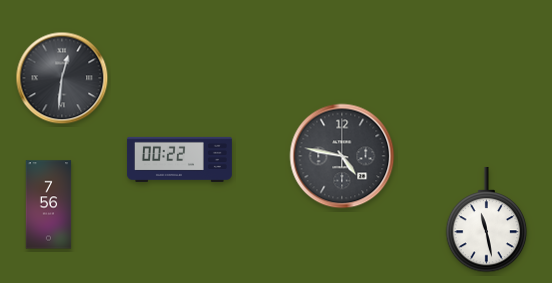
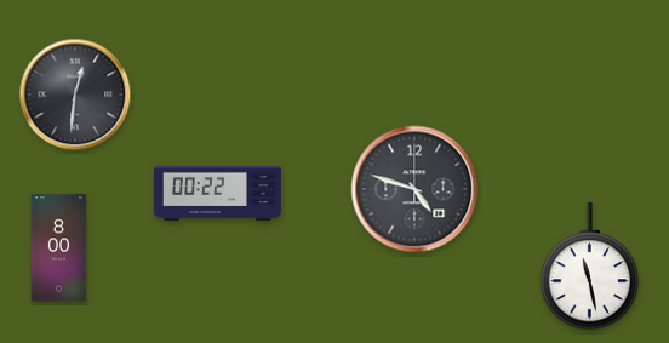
clock at (342, 156): 4:47 -> 4:48
clock at (49, 205): 7:56 -> 8:00
